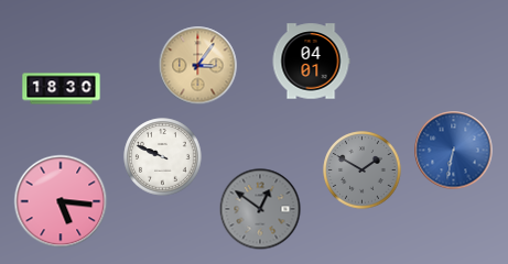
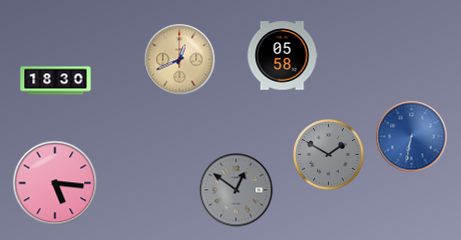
clock at (311, 62): 04:01 -> 05:58
clock at (198, 66): 3:06 -> 12:41
clock at (163, 157): 9:49 -> none
